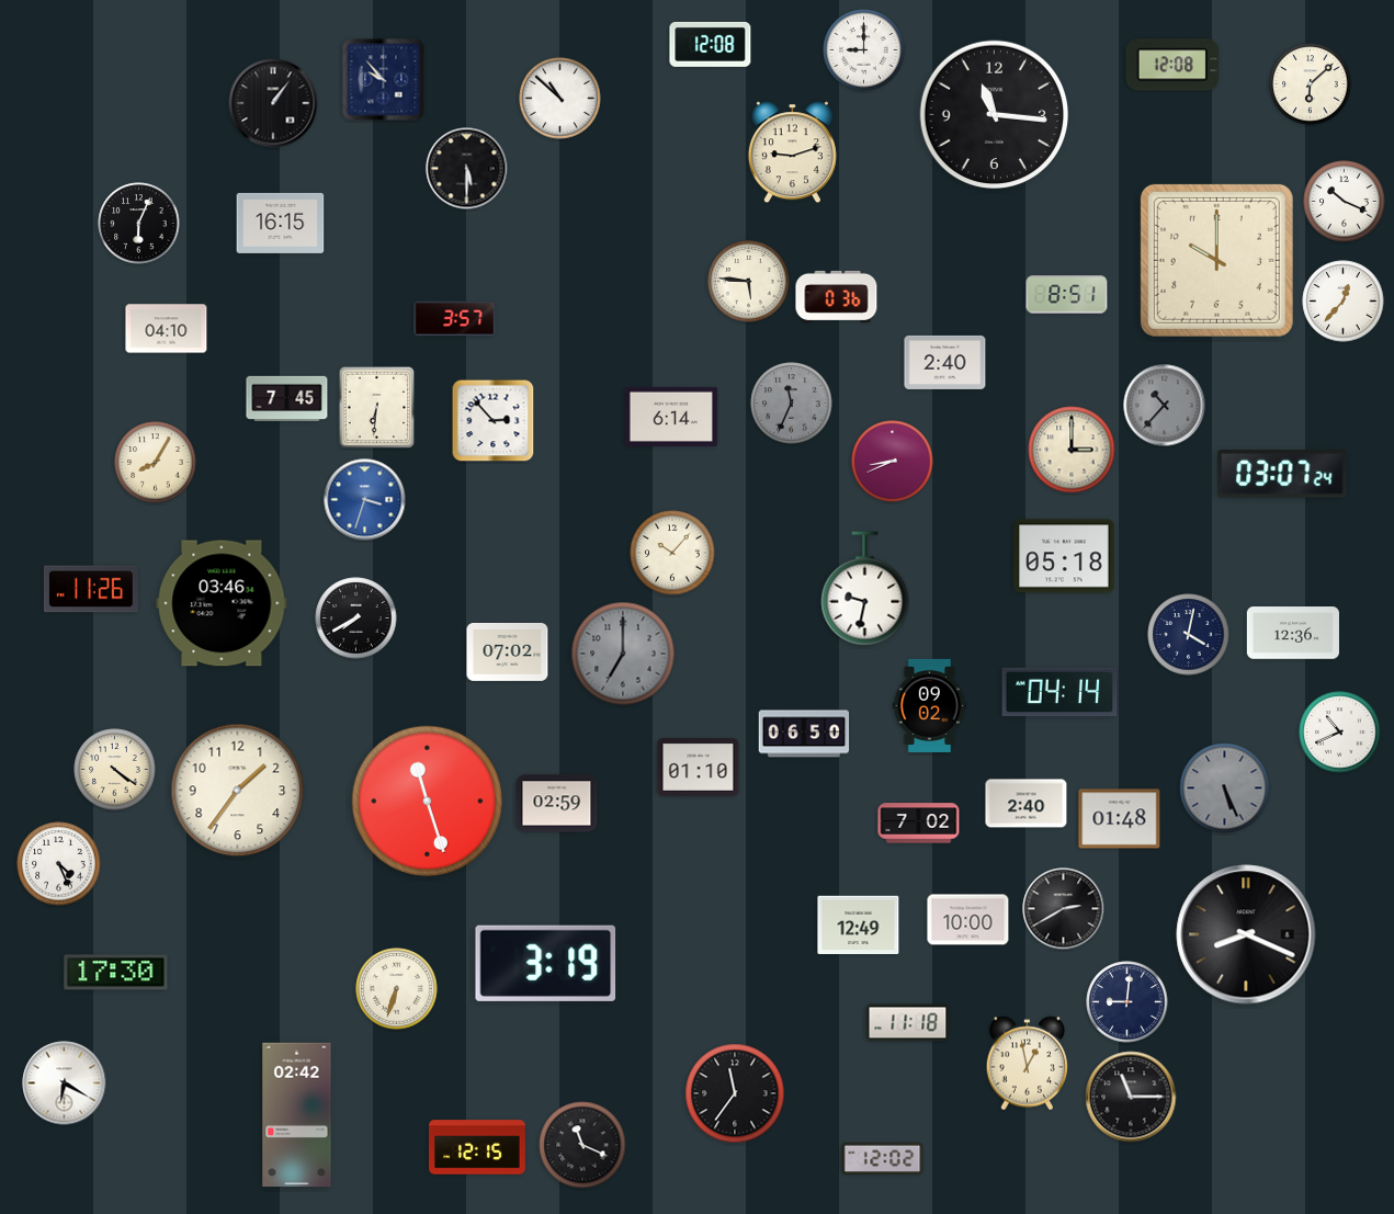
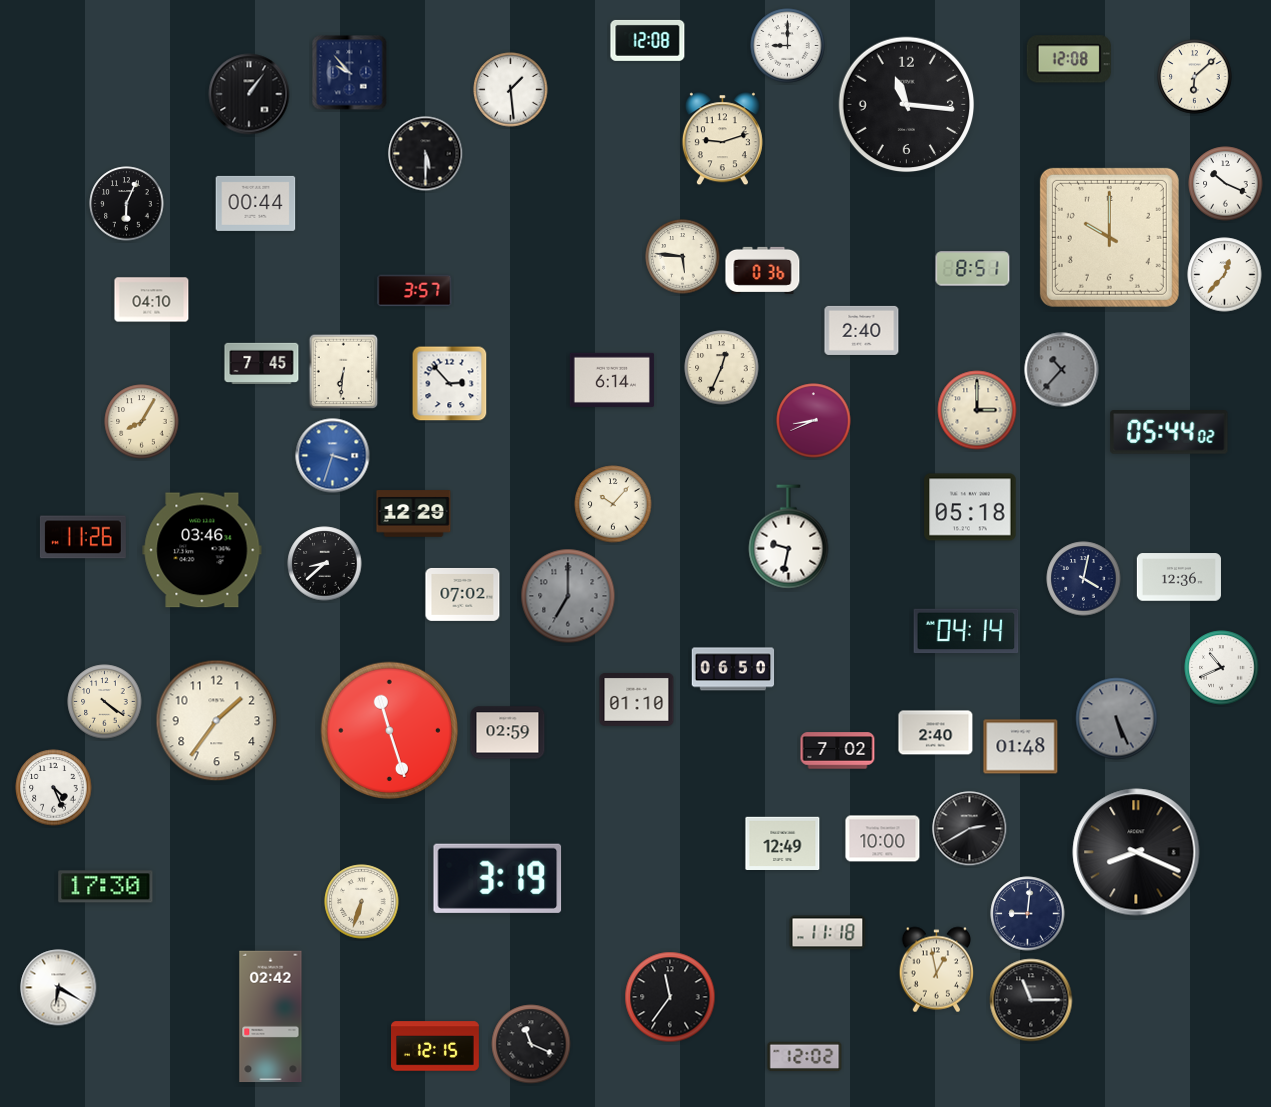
clock at (560, 99): 10:52 -> 1:29
clock at (281, 223): 16:15 -> 00:44
clock at (792, 404): 11:34 -> 12:34
clock at (792, 404) dial: grey -> cream
clock at (1282, 474): 03:07 -> 05:44
clock at (414, 514): none -> 12:29
clock at (356, 619): 7:40 -> 8:38
clock at (930, 705): 09:02 -> none
